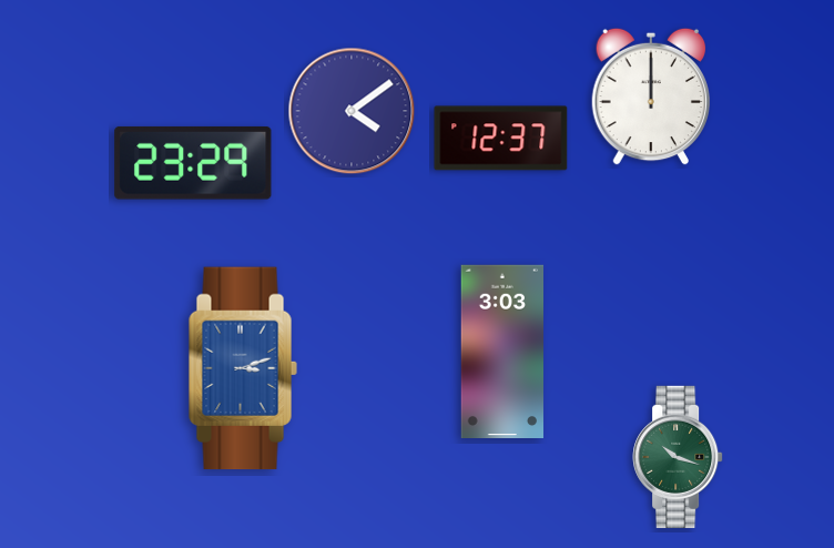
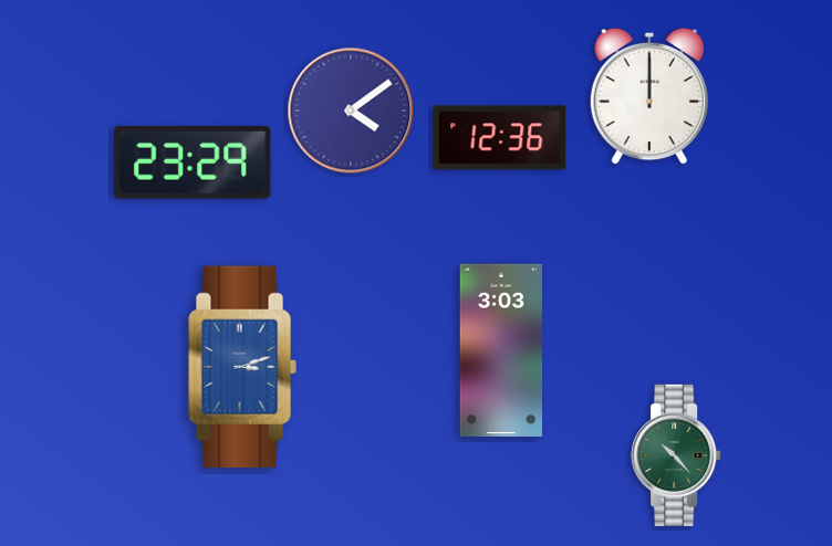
clock at (501, 139): 12:37 -> 12:36
clock at (678, 457): 10:18 -> 10:23
